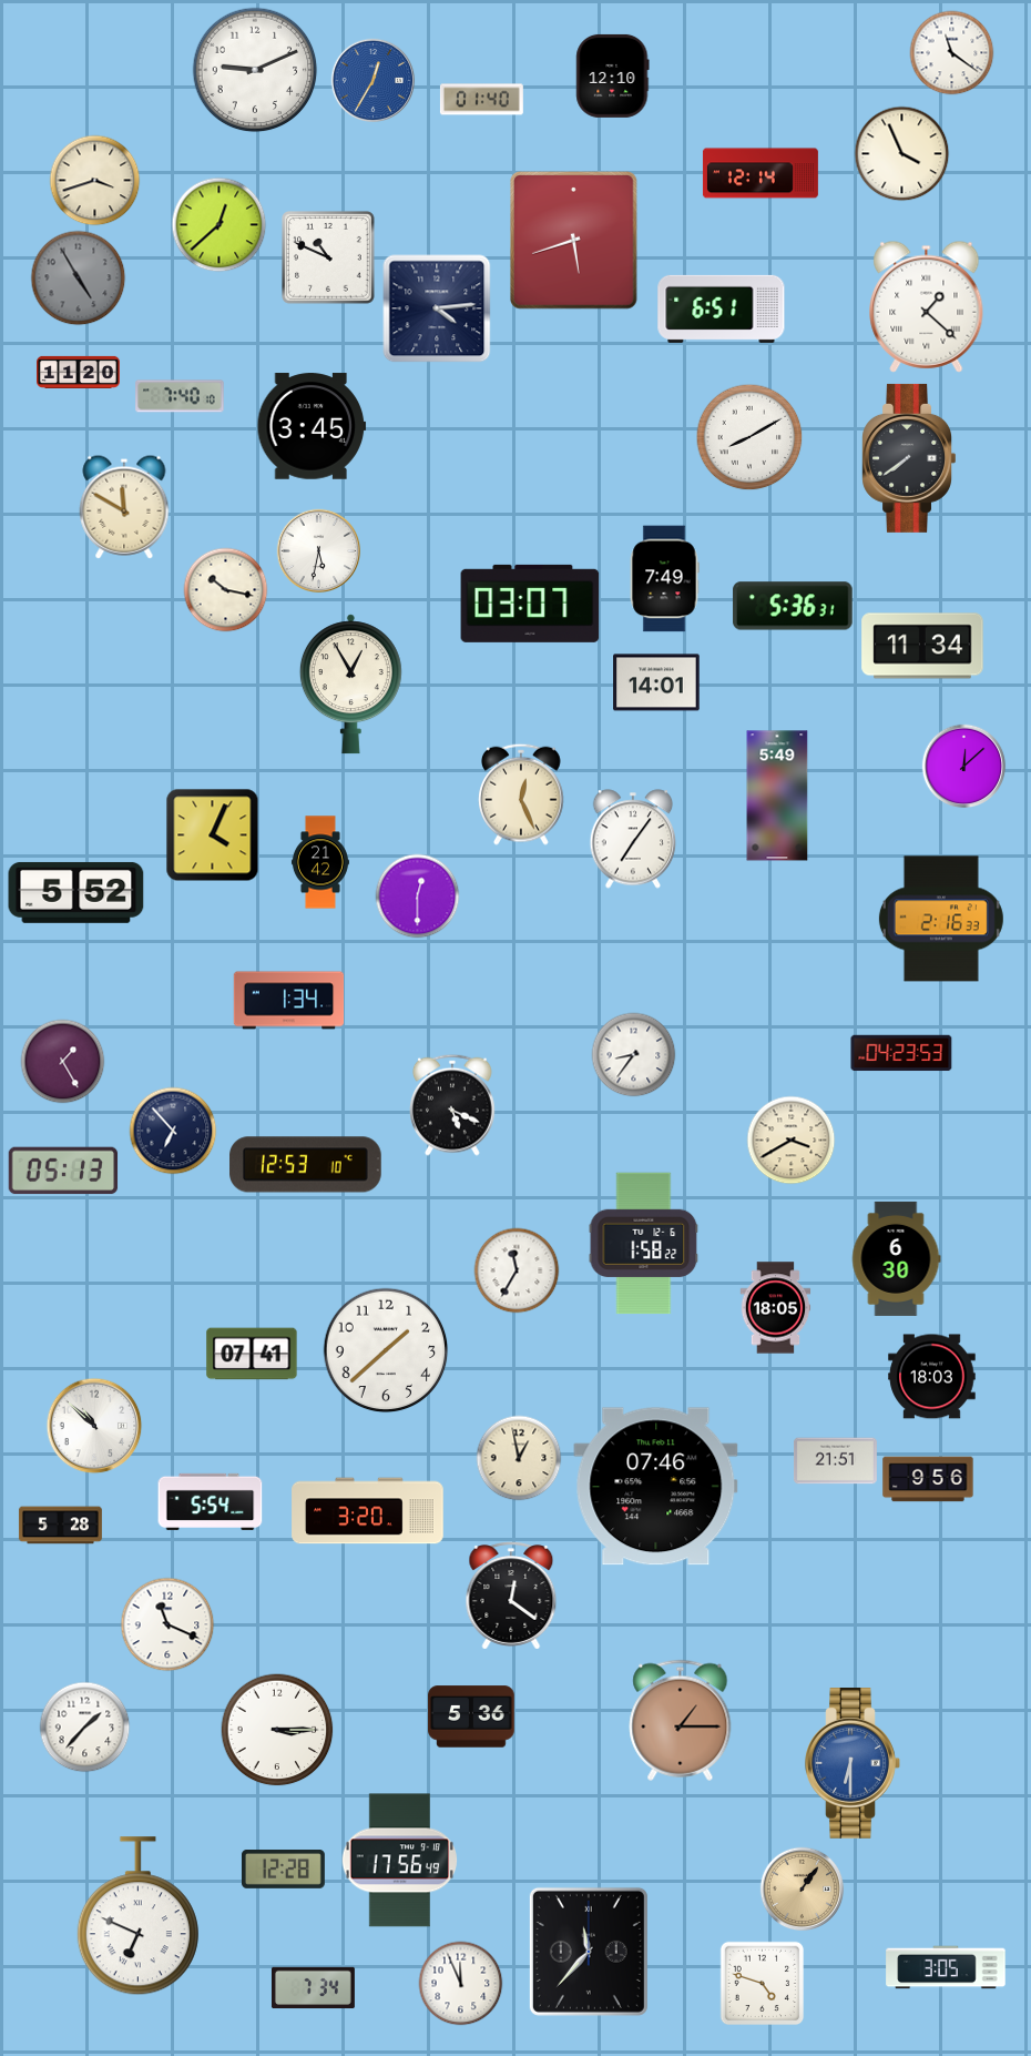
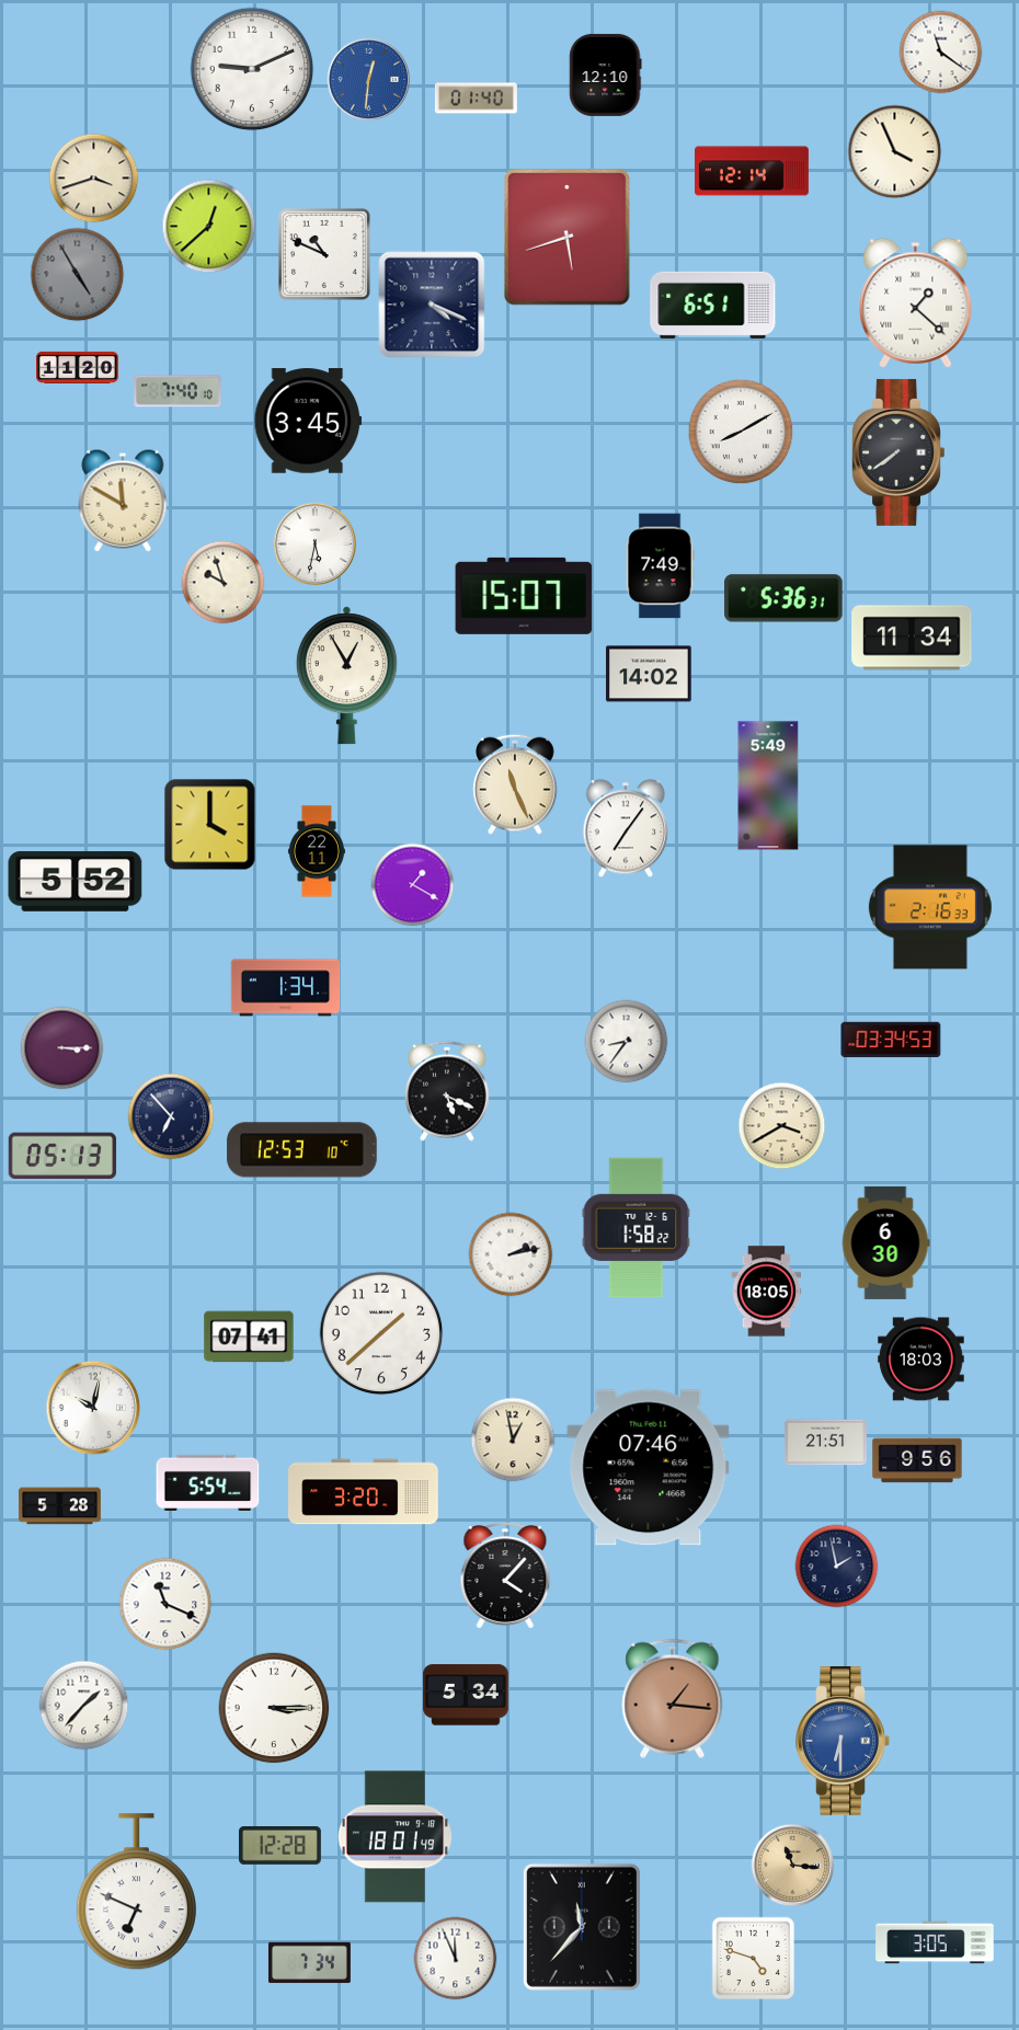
clock at (374, 81): 12:35 -> 12:31
clock at (902, 154) position: (902, 154) -> (895, 152)
clock at (220, 225) position: (220, 225) -> (209, 227)
clock at (437, 308): 4:14 -> 4:19
clock at (664, 579) position: (664, 579) -> (660, 566)
clock at (226, 590): 10:17 -> 9:57
clock at (530, 604): 03:07 -> 15:07
clock at (656, 682): 14:01 -> 14:02
clock at (964, 767): 12:08 -> none
clock at (522, 794): 12:26 -> 11:26
clock at (213, 835): 4:04 -> 4:00
clock at (320, 862): 21:42 -> 22:11
clock at (418, 897): 12:30 -> 1:20
clock at (901, 1053): 04:23 -> 03:34
clock at (63, 1062): 1:25 -> 3:15
clock at (517, 1270): 11:35 -> 2:13
clock at (94, 1426): 10:52 -> 10:02
clock at (837, 1567): none -> 1:58
clock at (511, 1596): 12:21 -> 4:07
clock at (471, 1716): 5:36 -> 5:34
clock at (681, 1720): 1:15 -> 1:16
clock at (400, 1861): 17:56 -> 18:01
clock at (803, 1890): 1:06 -> 11:16
